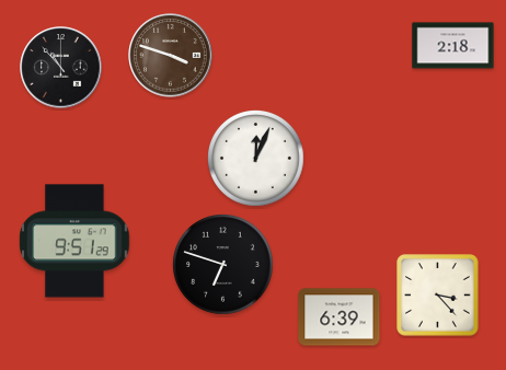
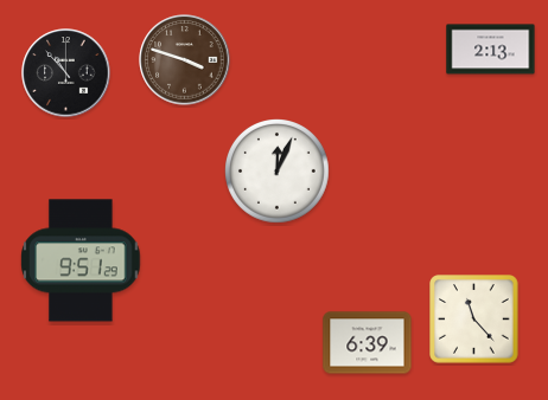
clock at (453, 46): 2:18 -> 2:13
clock at (223, 265): 6:48 -> none
clock at (438, 296): 3:23 -> 11:23
